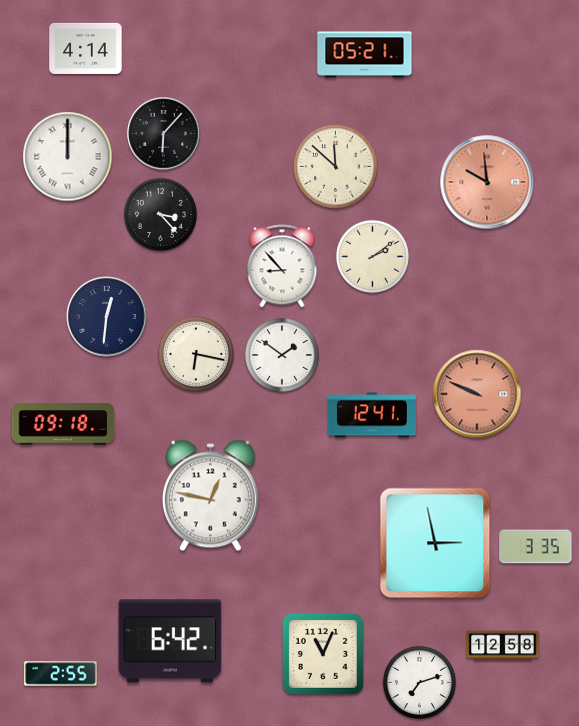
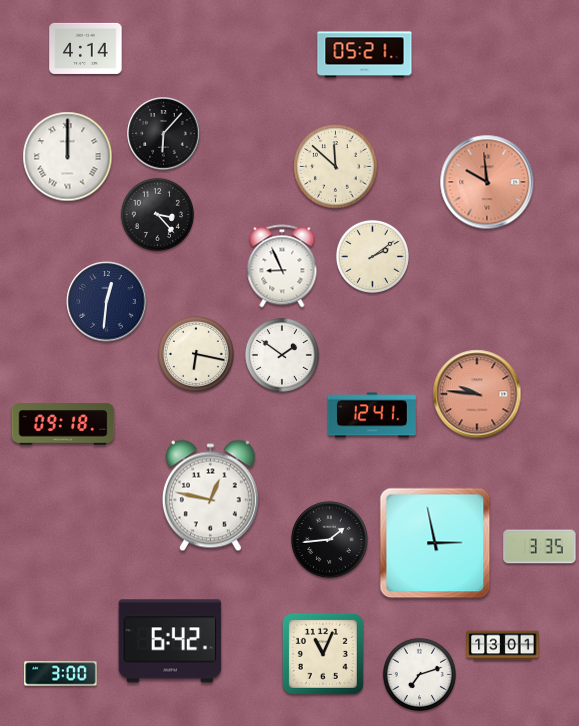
clock at (160, 214) position: (160, 214) -> (157, 214)
clock at (282, 266): 8:53 -> 8:56
clock at (107, 317) position: (107, 317) -> (107, 302)
clock at (477, 394): 9:49 -> 9:46
clock at (329, 539): none -> 1:44
clock at (536, 547) position: (536, 547) -> (540, 547)
clock at (503, 646): 12:58 -> 13:01
clock at (61, 674): 2:55 -> 3:00
clock at (419, 682) position: (419, 682) -> (419, 674)
